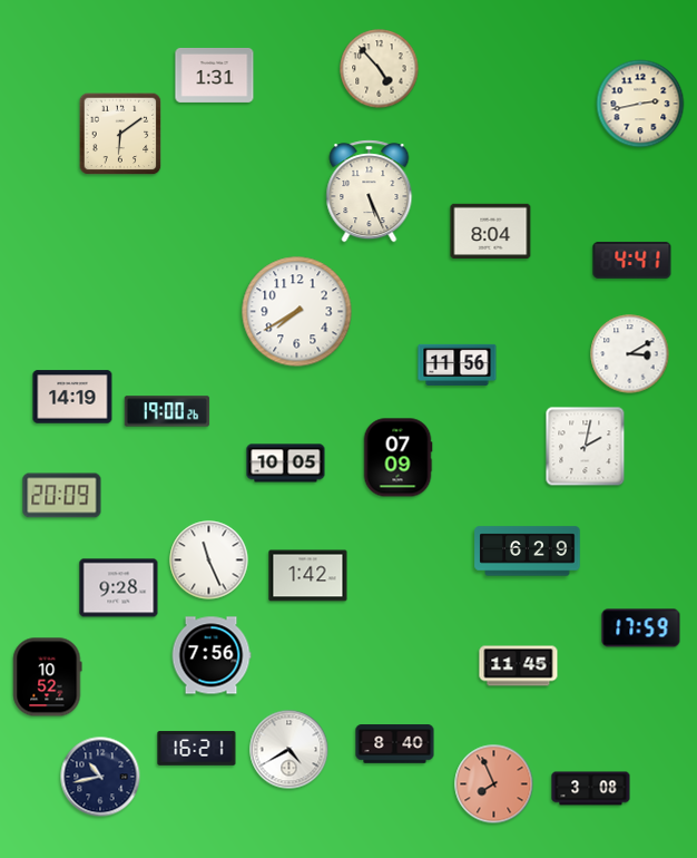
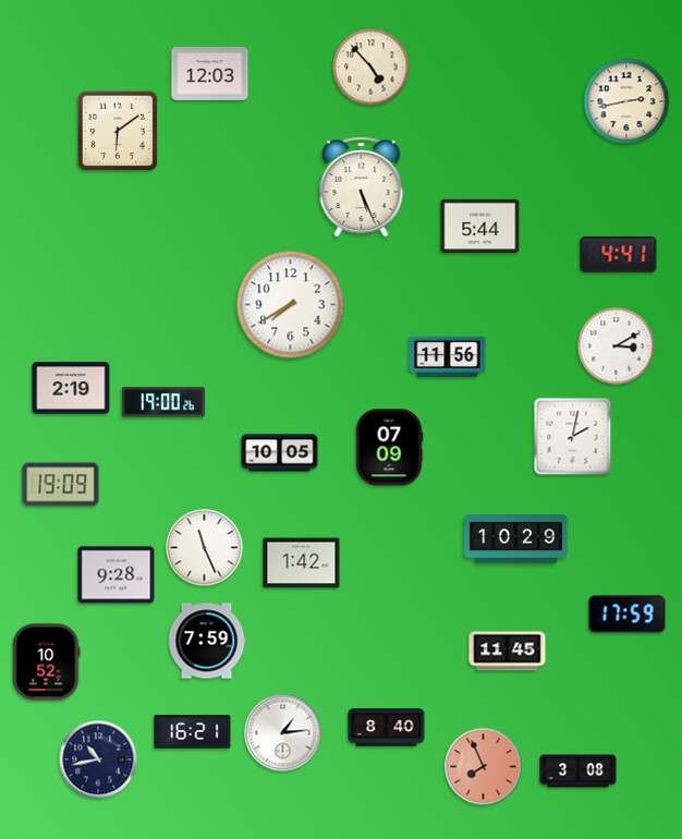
clock at (215, 75): 1:31 -> 12:03
clock at (491, 232): 8:04 -> 5:44
clock at (72, 397): 14:19 -> 2:19
clock at (62, 496): 20:09 -> 19:09
clock at (528, 552): 6:29 -> 10:29
clock at (212, 655): 7:56 -> 7:59
clock at (289, 750): 4:40 -> 1:14
